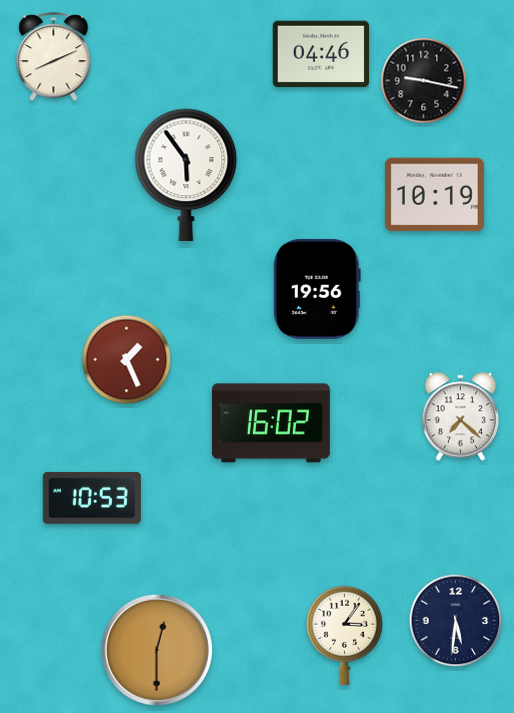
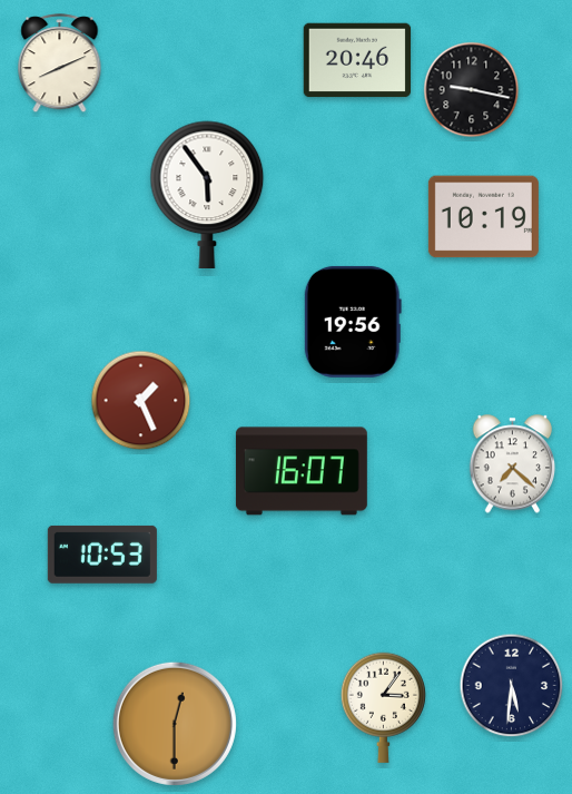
clock at (321, 54): 04:46 -> 20:46
clock at (271, 423): 16:02 -> 16:07
clock at (456, 621) position: (456, 621) -> (512, 686)
